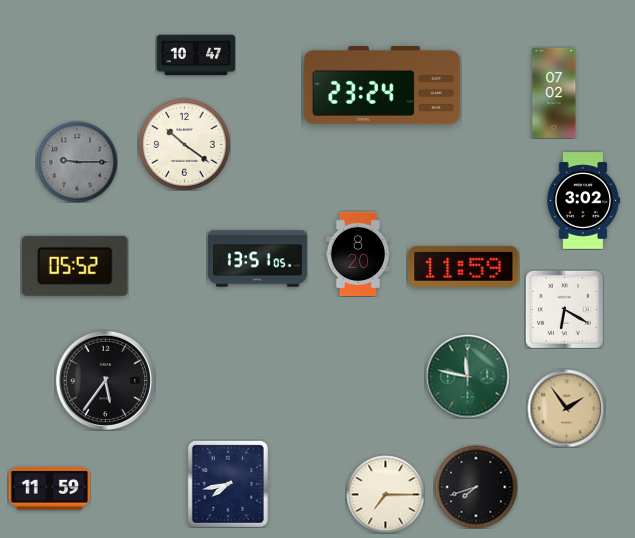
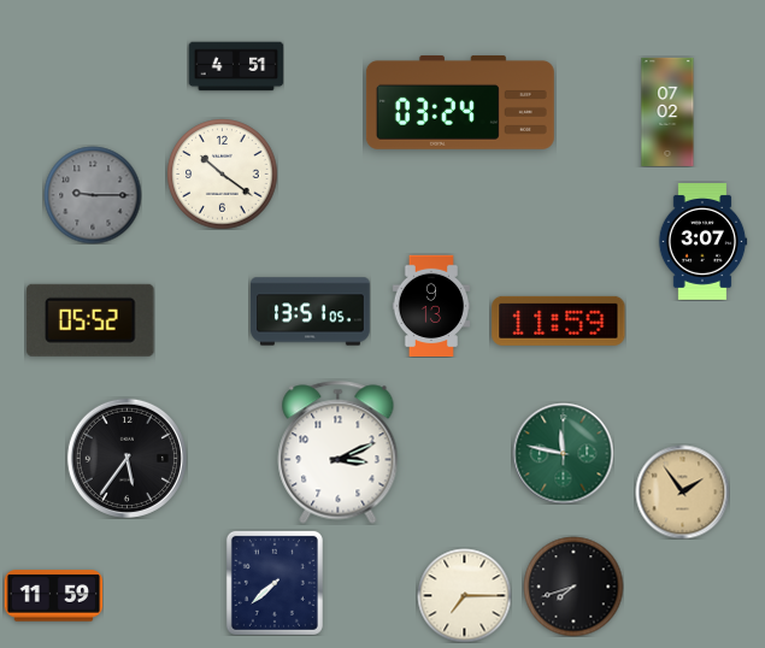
clock at (196, 55): 10:47 -> 4:51
clock at (382, 85): 23:24 -> 03:24
clock at (583, 201): 3:02 -> 3:07
clock at (358, 254): 8:20 -> 9:13
clock at (564, 309): 6:20 -> none
clock at (339, 453): none -> 3:11
clock at (228, 484): 7:43 -> 7:38
clock at (49, 489) position: (49, 489) -> (53, 596)
